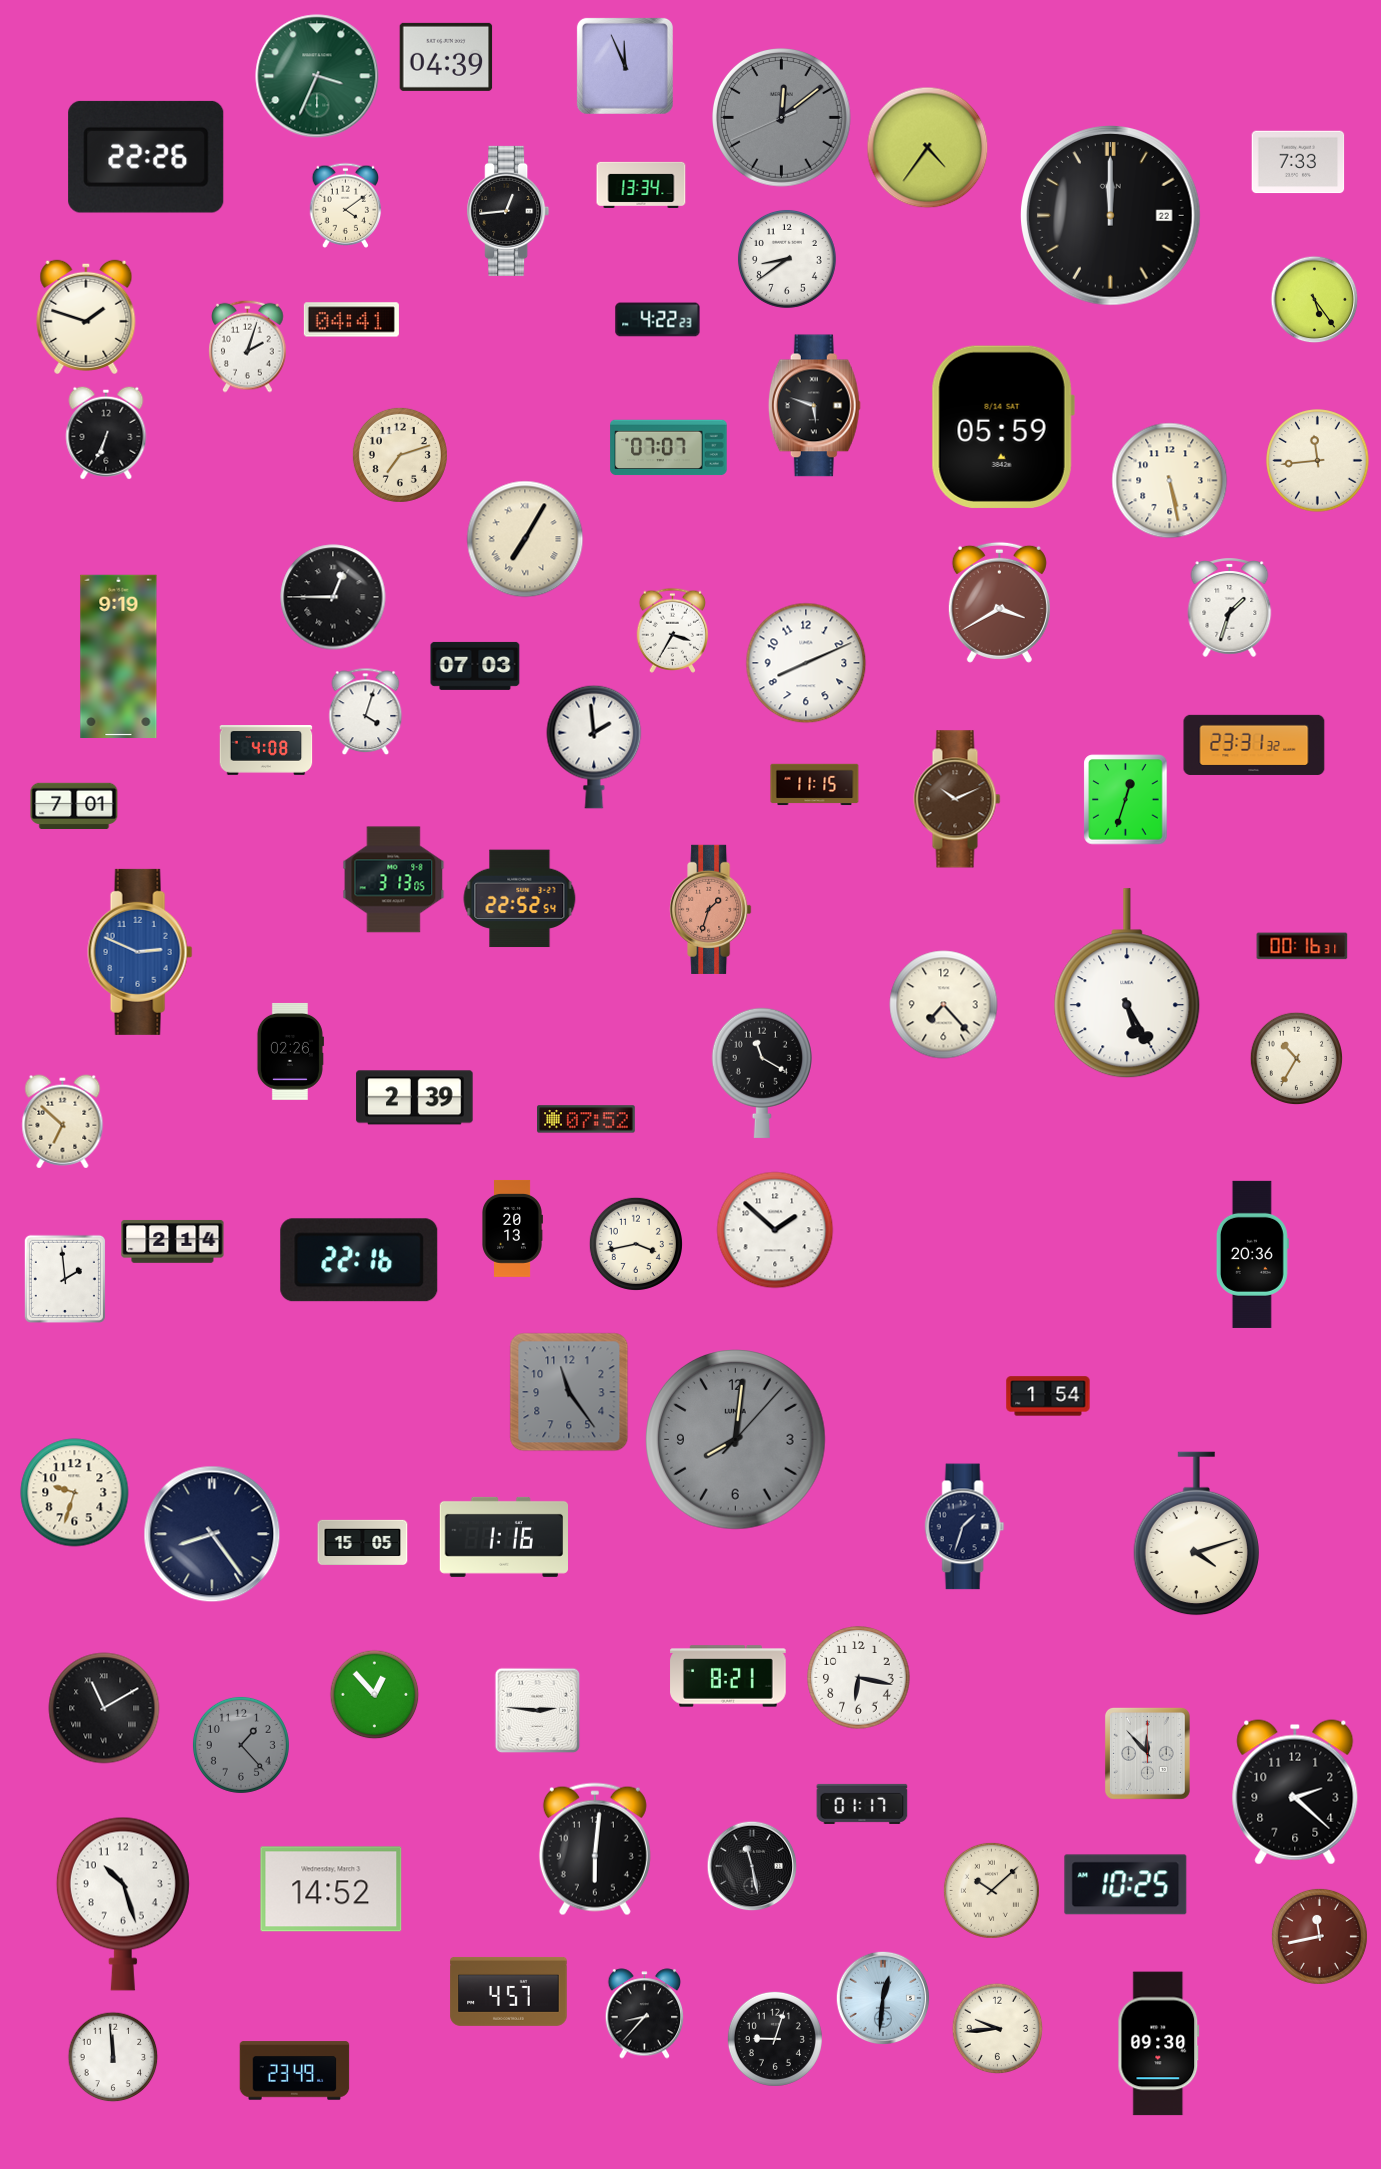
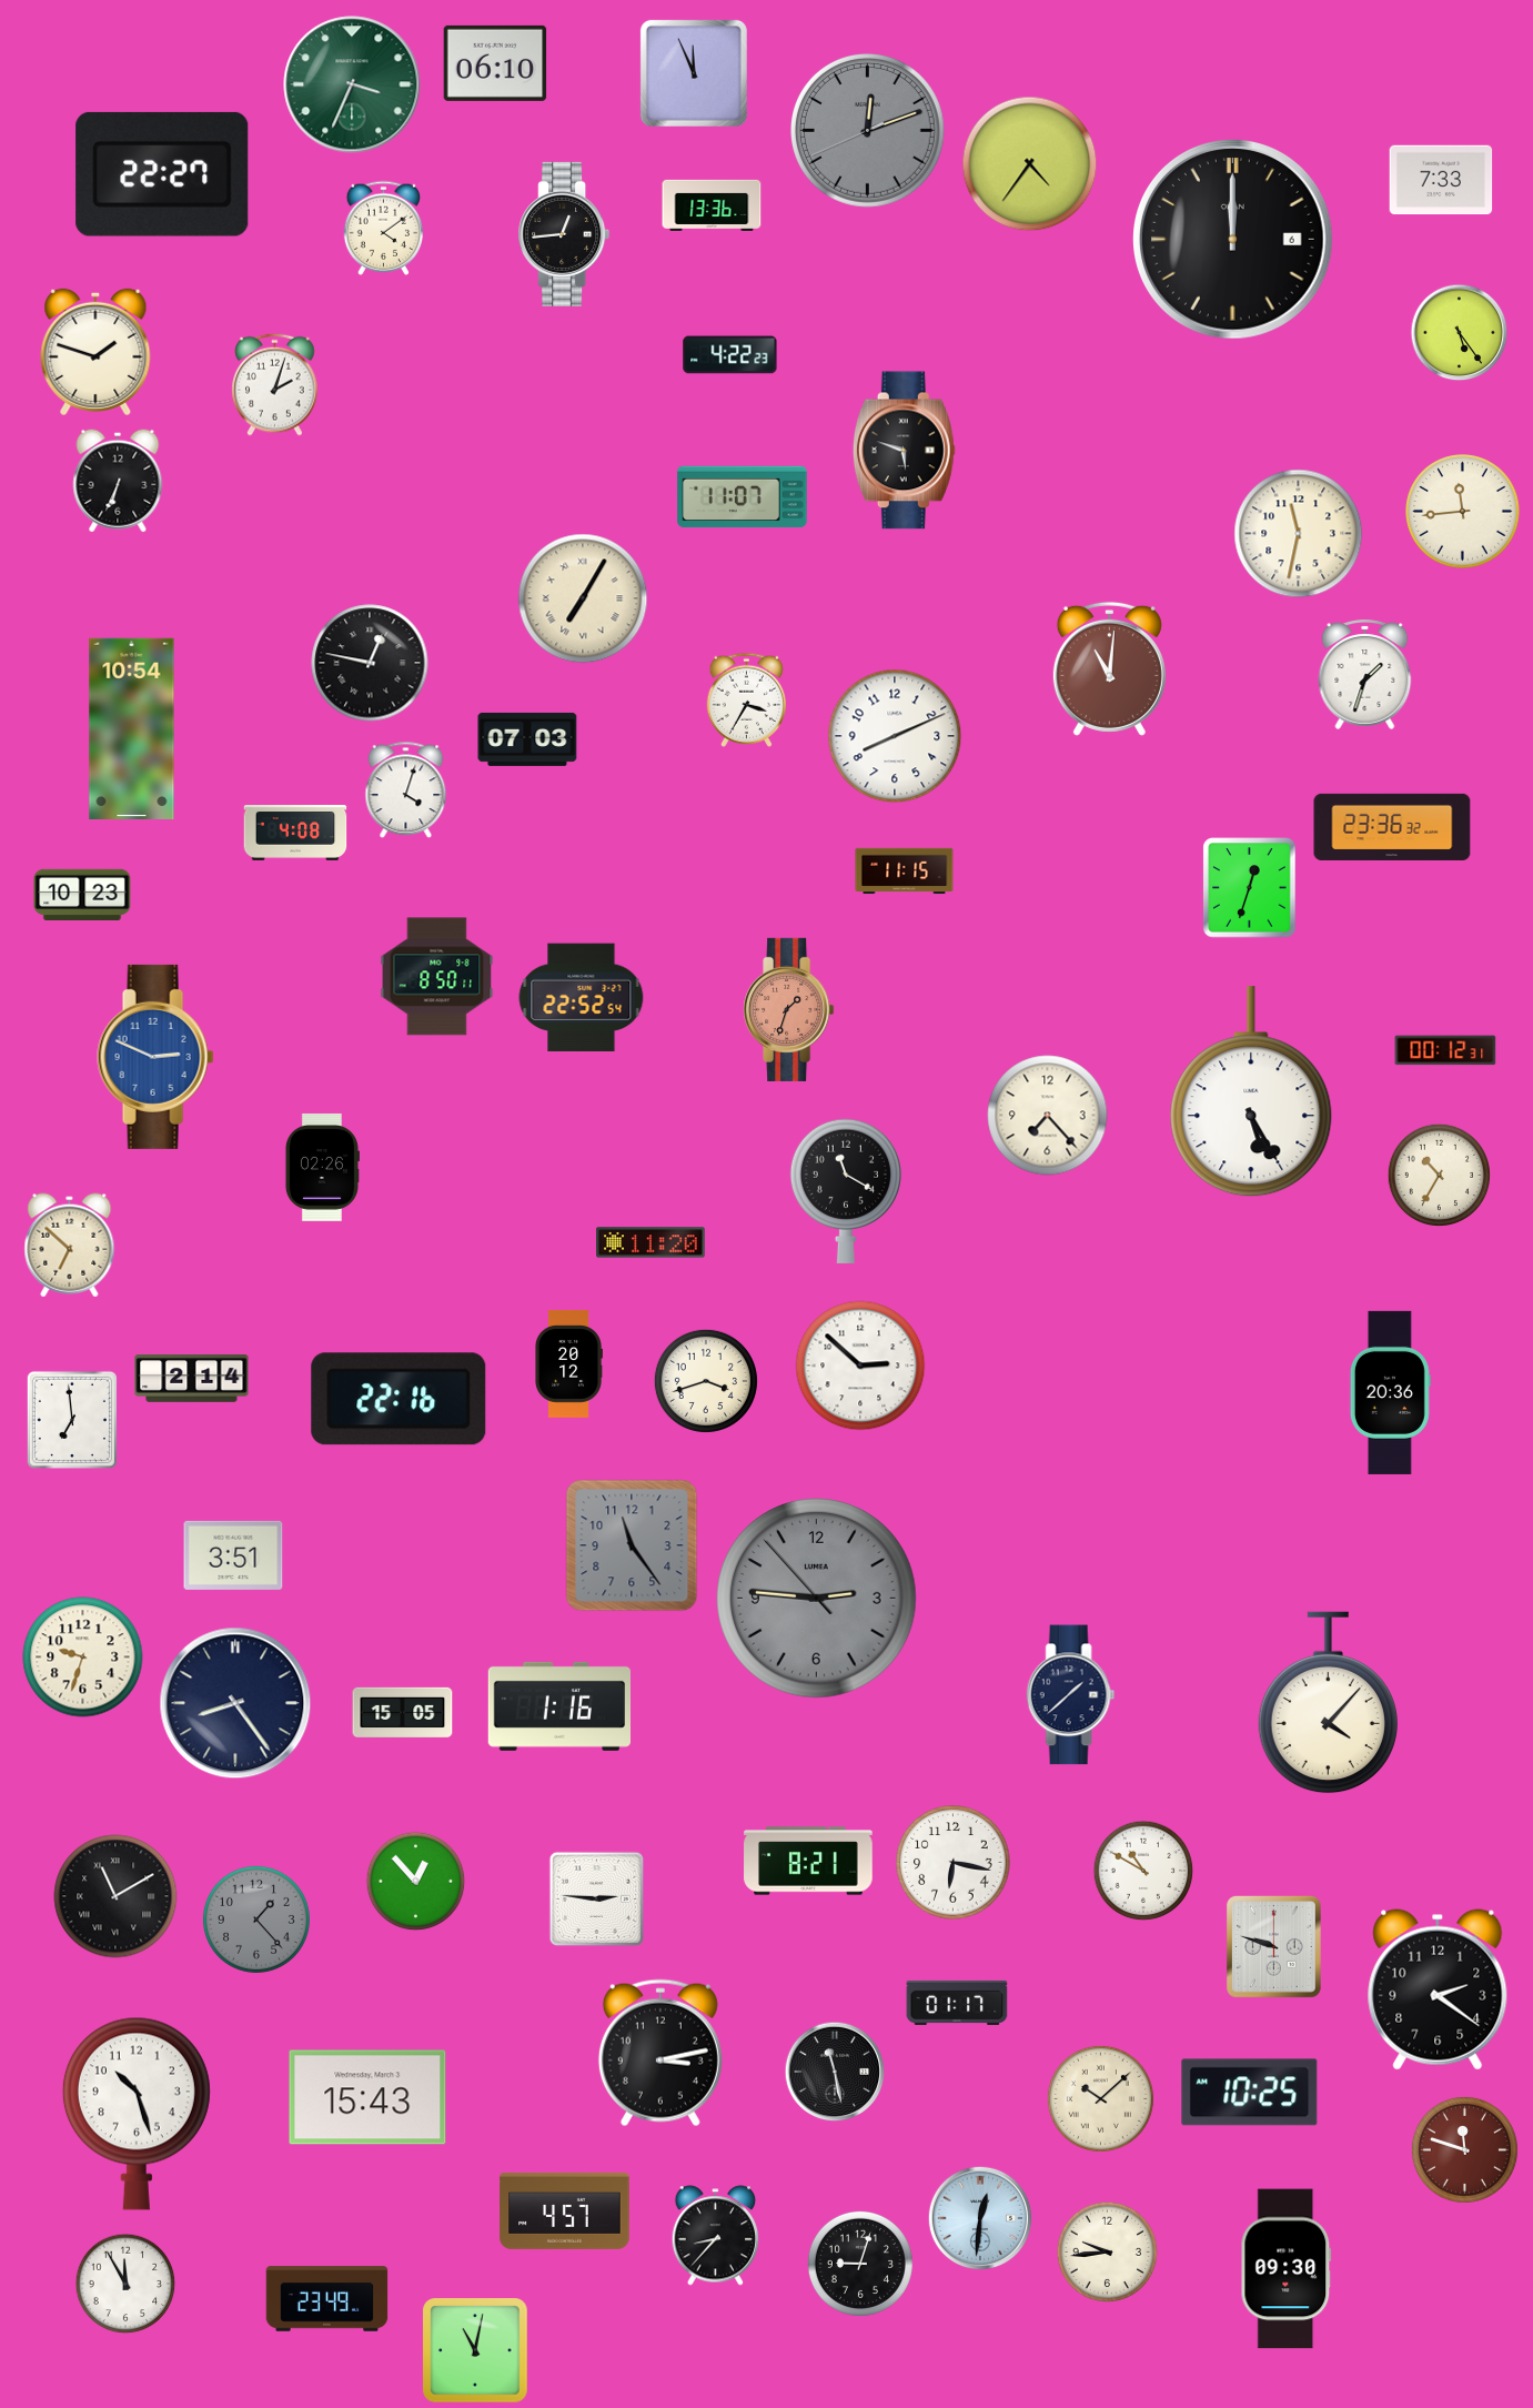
clock at (446, 57): 04:39 -> 06:10
clock at (782, 118): 12:08 -> 12:11
clock at (146, 157): 22:26 -> 22:27
clock at (641, 185): 13:34 -> 13:36
clock at (1111, 216) date: 22 -> 6
clock at (787, 259): 8:39 -> none
clock at (351, 320): 04:41 -> none
clock at (1003, 427): 05:59 -> none
clock at (669, 448): 07:07 -> 11:07
clock at (400, 455): 7:12 -> none
clock at (1170, 481): 5:28 -> 11:32
clock at (333, 597): 12:45 -> 12:47
clock at (999, 602): 3:40 -> 11:01
clock at (119, 656): 9:19 -> 10:54
clock at (1254, 745): 23:31 -> 23:36
clock at (594, 747): 1:59 -> none
clock at (957, 799): 10:11 -> none
clock at (74, 805): 7:01 -> 10:23
clock at (394, 880): 3:13 -> 8:50
clock at (520, 899) position: (520, 899) -> (582, 998)
clock at (1302, 946): 00:16 -> 00:12
clock at (415, 1098): 2:39 -> none
clock at (586, 1119): 07:52 -> 11:20
clock at (512, 1228): 20:13 -> 20:12
clock at (775, 1230): 1:52 -> 2:52
clock at (636, 1244): 3:43 -> 3:42
clock at (65, 1279): 1:59 -> 6:59
clock at (1048, 1396): 1:54 -> none
clock at (233, 1555): none -> 3:51
clock at (736, 1440): 8:01 -> 2:45
clock at (965, 1527): 1:33 -> 1:38
clock at (1196, 1534): 4:12 -> 4:07
clock at (1143, 1871): none -> 10:50
clock at (241, 1745) position: (241, 1745) -> (256, 1920)
clock at (1147, 1753): 11:53 -> 9:48
clock at (1295, 1792): 2:22 -> 2:21
clock at (595, 1849): 6:01 -> 3:13
clock at (331, 1889): 14:52 -> 15:43
clock at (1319, 1936): 11:43 -> 11:48
clock at (113, 2057): 11:59 -> 11:55
clock at (475, 2350): none -> 11:02
